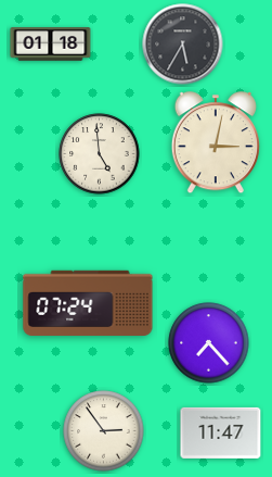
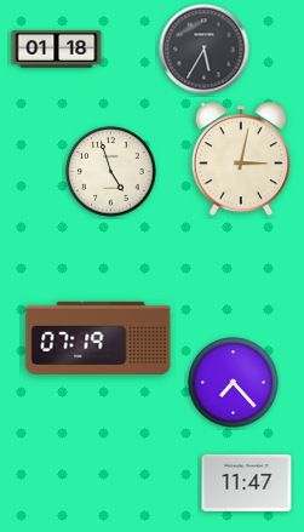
clock at (100, 154): 4:59 -> 4:57
clock at (88, 302): 07:24 -> 07:19
clock at (104, 431): 2:54 -> none
